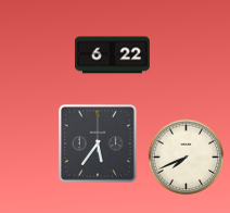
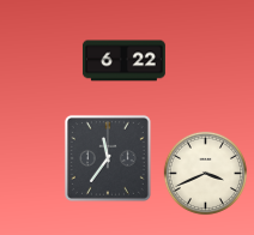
clock at (98, 143): 5:36 -> 11:36
clock at (187, 158): 7:41 -> 3:41
